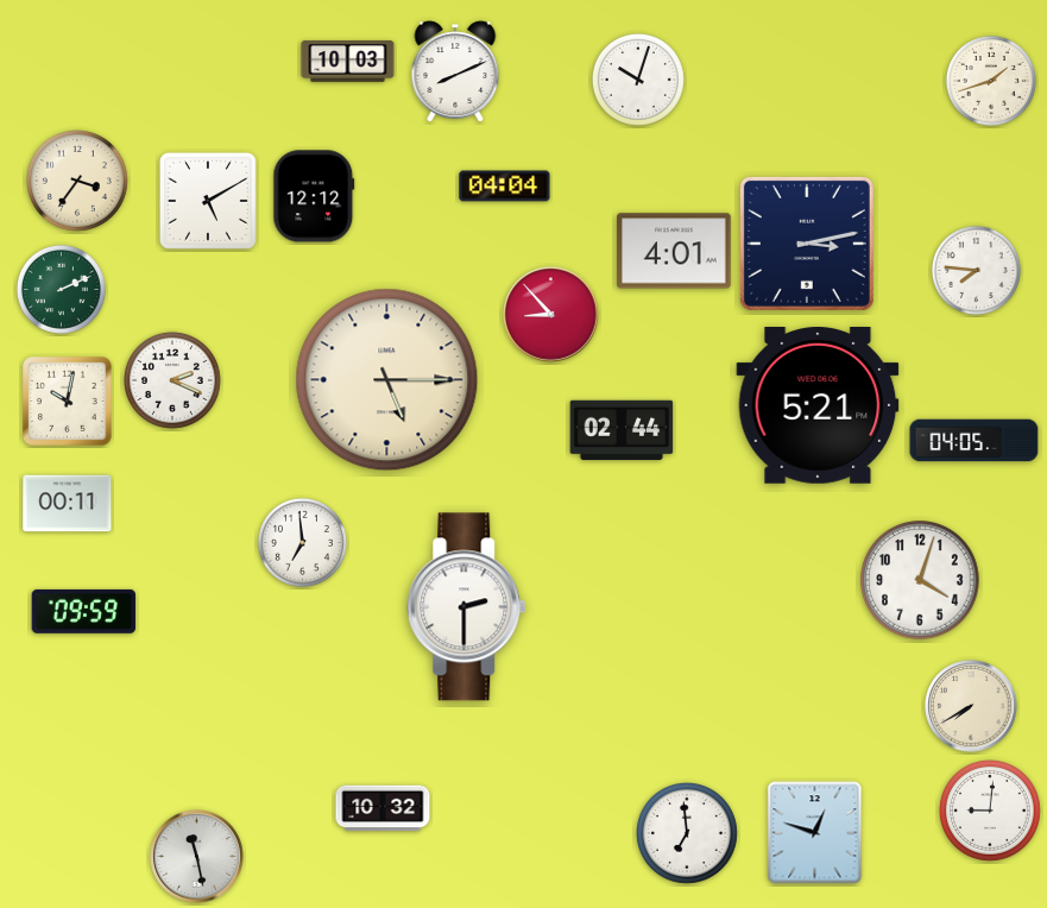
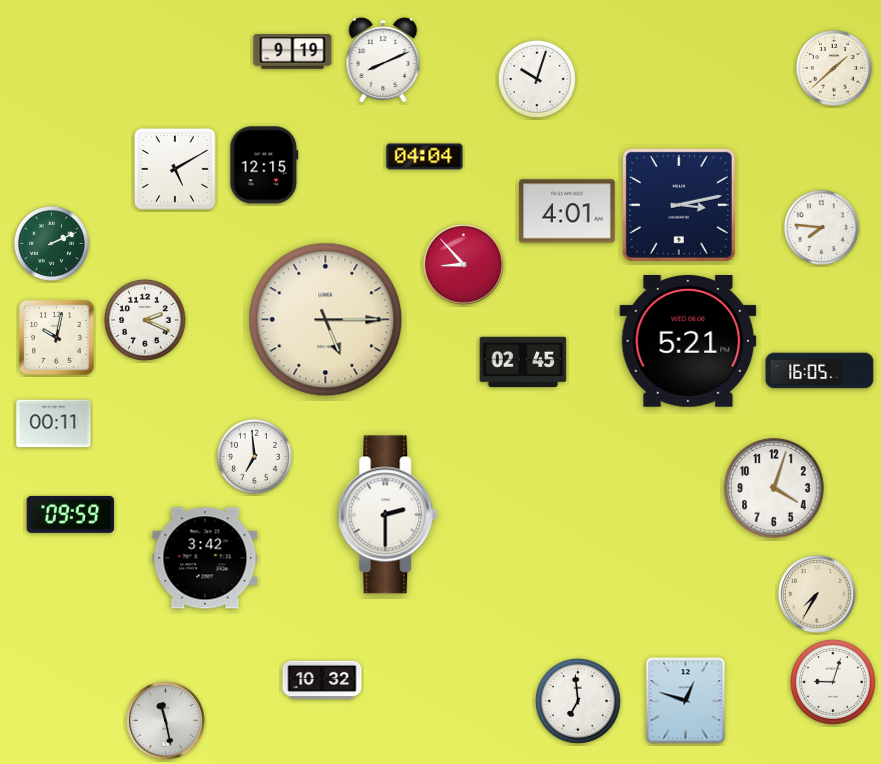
clock at (348, 62): 10:03 -> 9:19
clock at (638, 80) position: (638, 80) -> (537, 79)
clock at (991, 81): 1:42 -> 1:38
clock at (78, 182): 3:36 -> none
clock at (314, 196): 12:12 -> 12:15
clock at (622, 429): 02:44 -> 02:45
clock at (975, 441): 04:05 -> 16:05
clock at (68, 504) position: (68, 504) -> (54, 424)
clock at (467, 607) position: (467, 607) -> (388, 515)
clock at (205, 558): none -> 3:42
clock at (971, 706): 7:40 -> 7:35
clock at (991, 812): 9:01 -> 9:03
